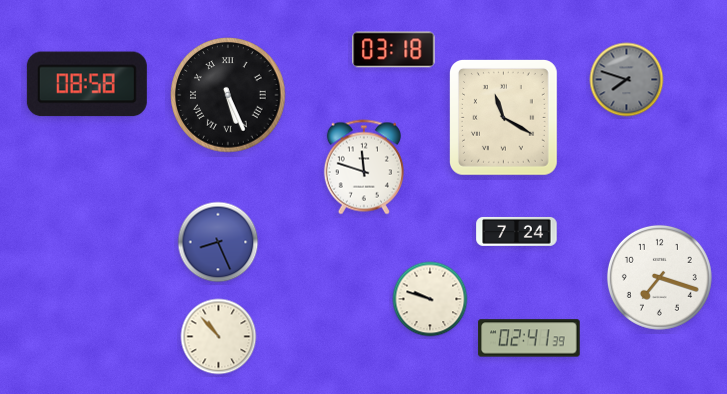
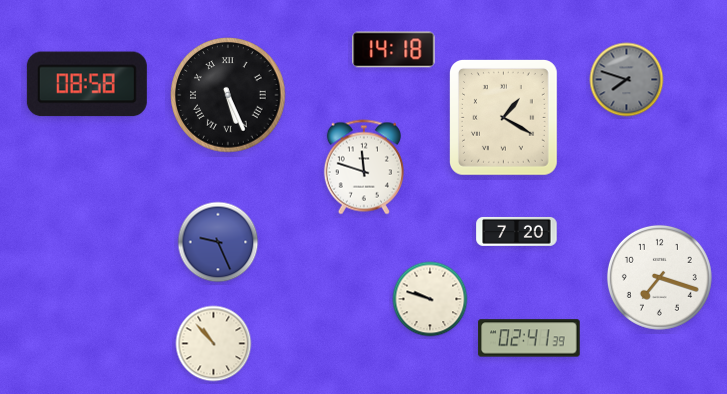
clock at (394, 50): 03:18 -> 14:18
clock at (504, 118): 11:20 -> 1:20
clock at (517, 231): 7:24 -> 7:20
clock at (218, 242): 8:26 -> 9:26
clock at (219, 337) position: (219, 337) -> (214, 344)
